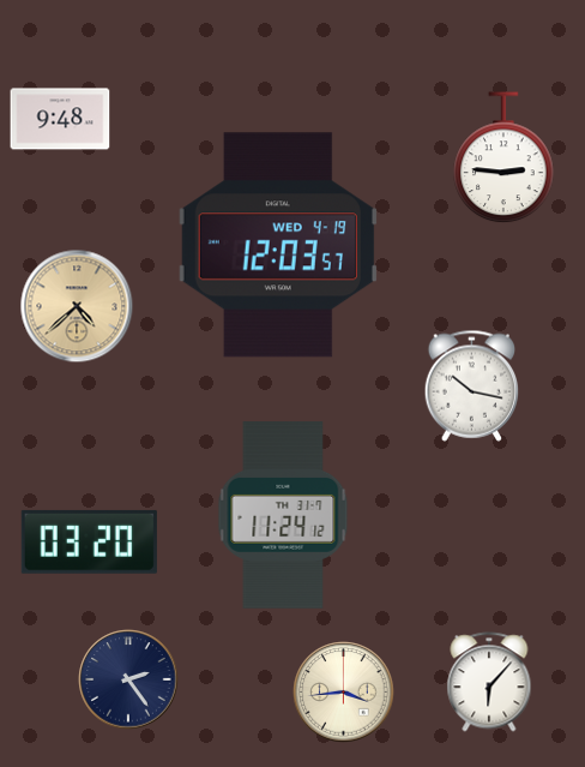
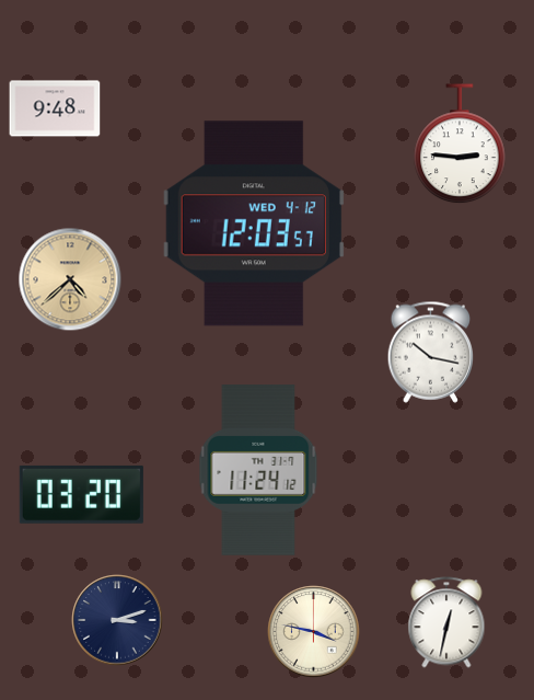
clock at (278, 245) date: WED 4-19 -> WED 4-12
clock at (128, 679): 2:24 -> 3:12
clock at (489, 682): 6:07 -> 12:32
clock at (344, 693): 3:44 -> 3:47
